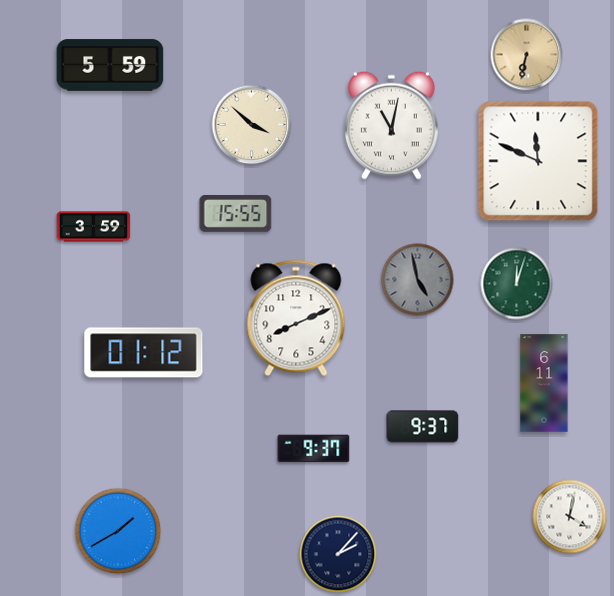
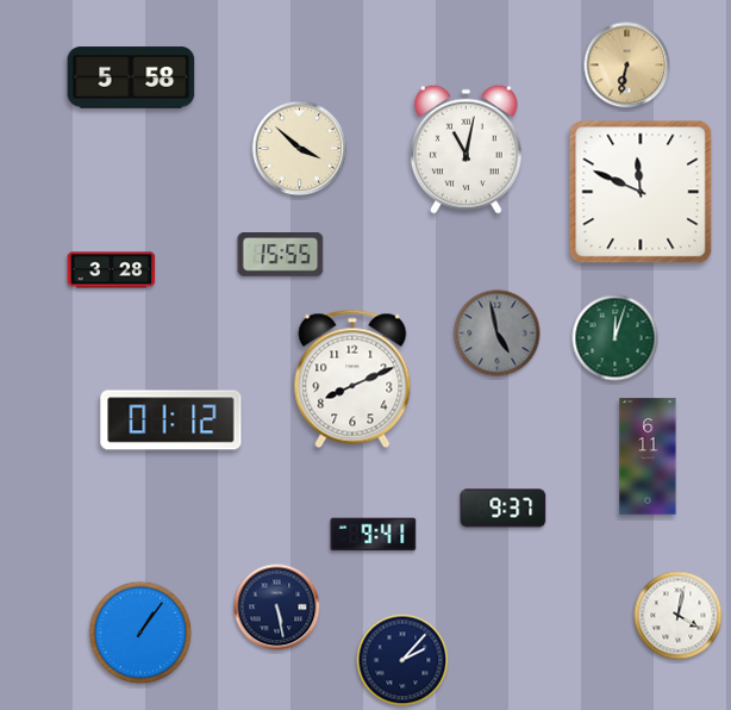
clock at (110, 65): 5:59 -> 5:58
clock at (94, 227): 3:59 -> 3:28
clock at (314, 449): 9:37 -> 9:41
clock at (277, 608): none -> 5:28
clock at (118, 531): 1:40 -> 1:06
